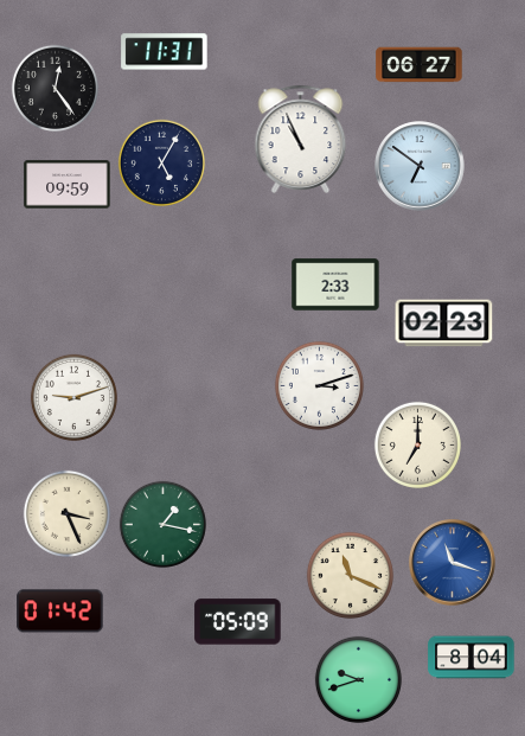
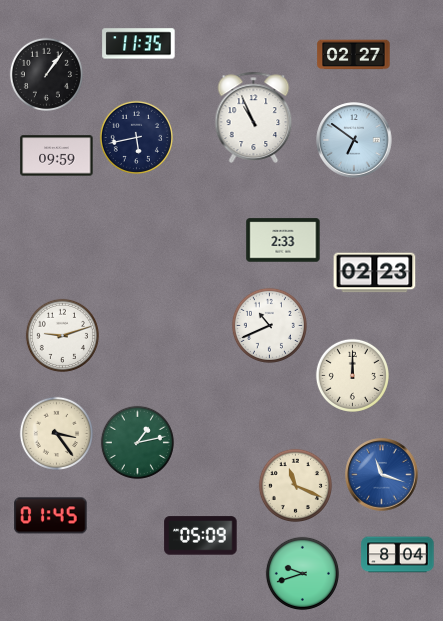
clock at (165, 52): 11:31 -> 11:35
clock at (420, 65): 06:27 -> 02:27
clock at (55, 88): 12:24 -> 1:06
clock at (161, 162): 5:05 -> 5:43
clock at (319, 385): 3:12 -> 10:41
clock at (417, 444): 7:00 -> 12:00
clock at (66, 513): 3:26 -> 3:24
clock at (162, 524): 1:17 -> 1:13
clock at (60, 612): 01:42 -> 01:45
clock at (238, 622) position: (238, 622) -> (201, 536)
